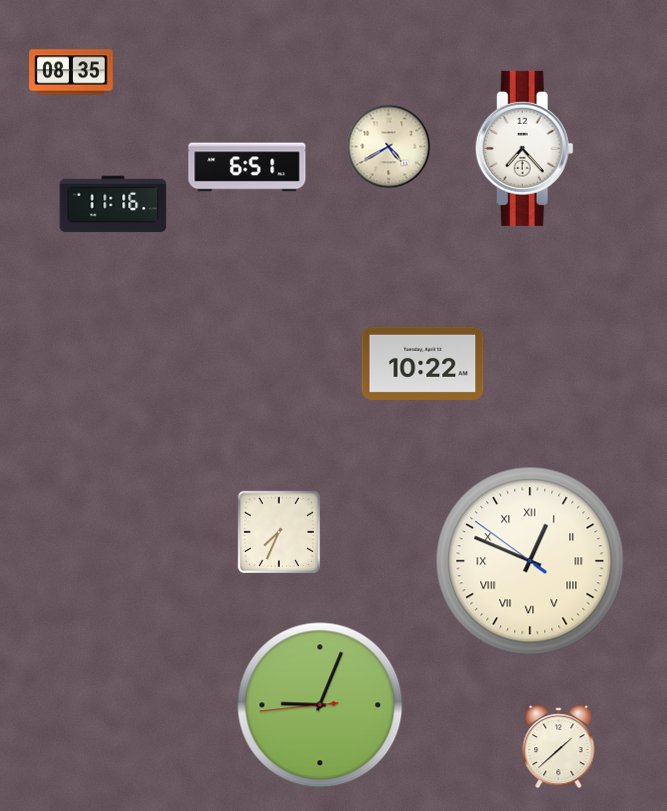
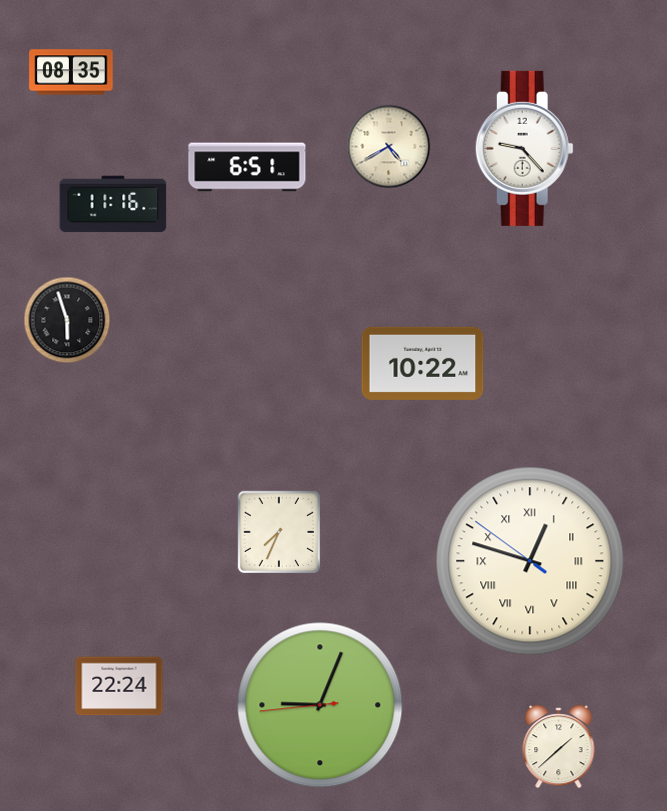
clock at (524, 148): 7:23 -> 9:23
clock at (67, 320): none -> 5:57
clock at (530, 561): 12:48 -> 12:47
clock at (119, 686): none -> 22:24
